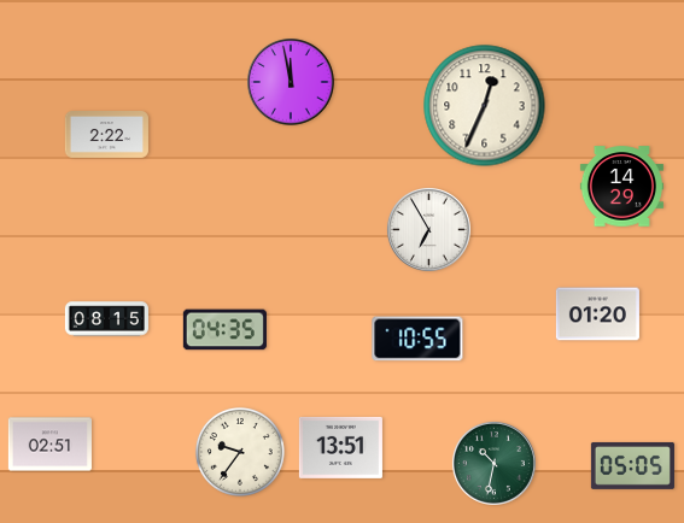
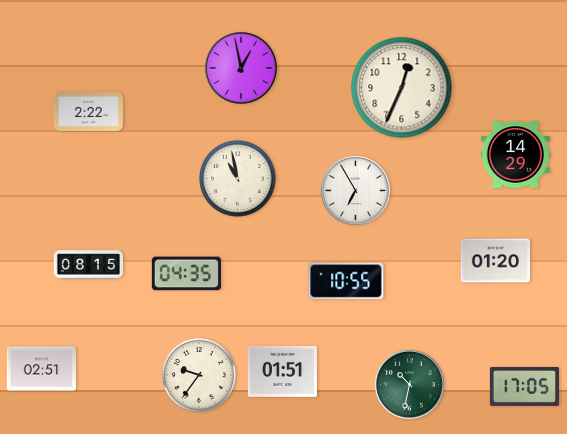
clock at (291, 82): 11:58 -> 12:58
clock at (238, 179): none -> 10:58
clock at (340, 447): 13:51 -> 01:51
clock at (632, 465): 05:05 -> 17:05
